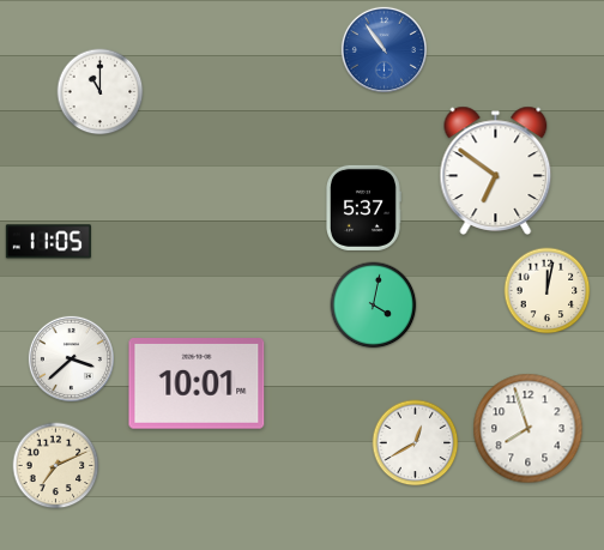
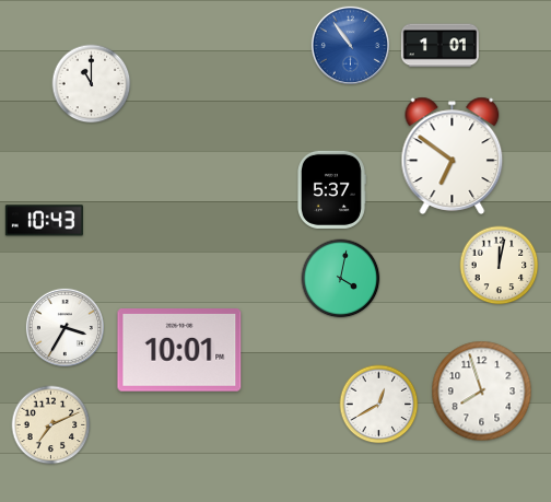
clock at (439, 46): none -> 1:01
clock at (48, 242): 11:05 -> 10:43
clock at (71, 358): 3:38 -> 3:35
